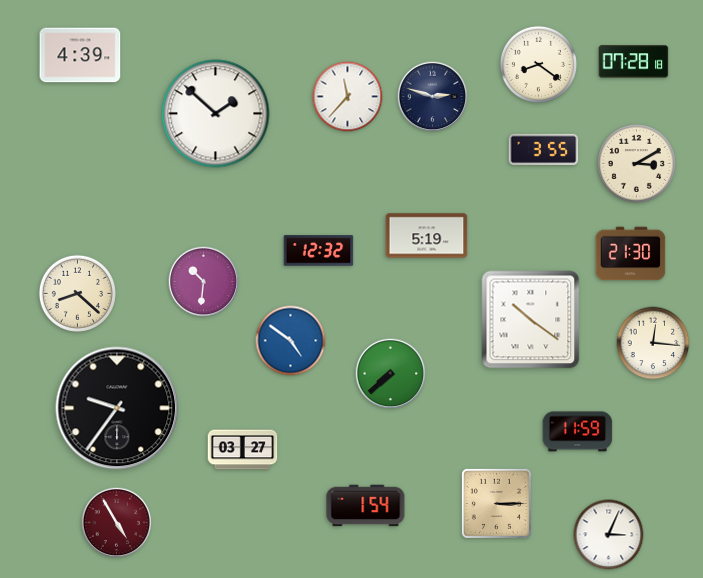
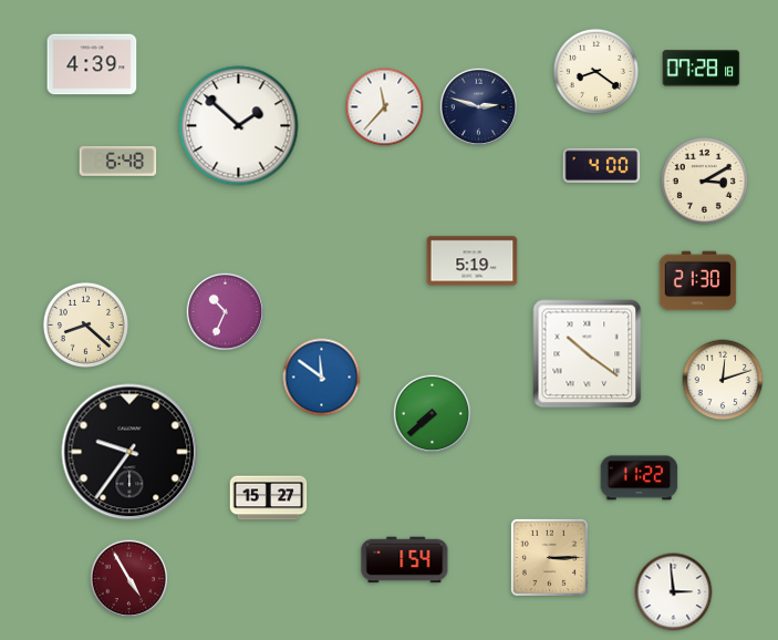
clock at (80, 55) position: (80, 55) -> (92, 64)
clock at (118, 161): none -> 6:48
clock at (544, 149): 3:55 -> 4:00
clock at (319, 251): 12:32 -> none
clock at (204, 282): 10:31 -> 10:34
clock at (291, 341): 4:51 -> 11:51
clock at (653, 343): 12:16 -> 12:12
clock at (578, 432): 11:59 -> 11:22
clock at (243, 450): 03:27 -> 15:27
clock at (609, 535): 3:04 -> 2:59
